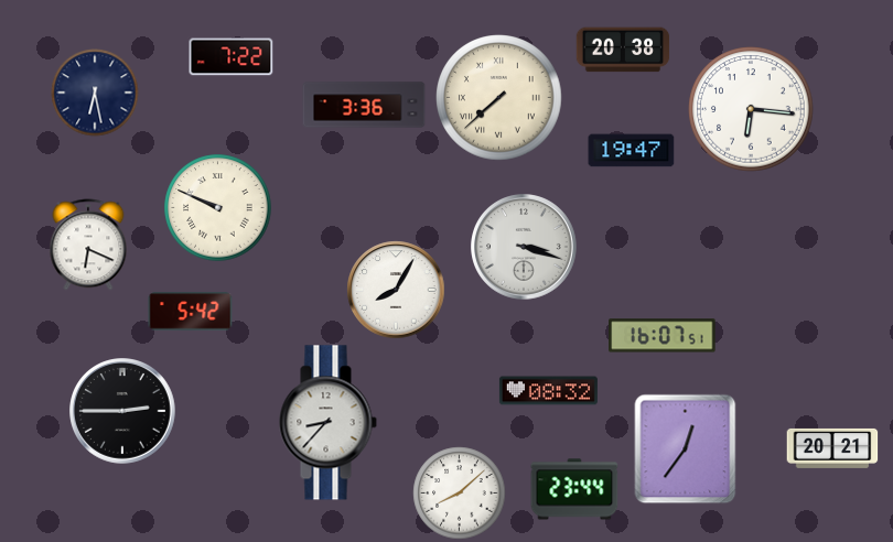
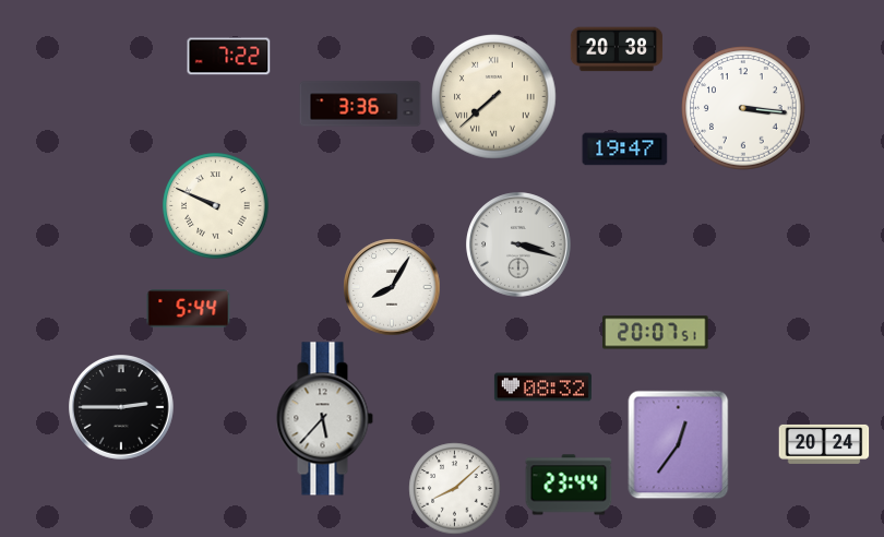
clock at (95, 93): 6:28 -> none
clock at (751, 109): 6:16 -> 3:16
clock at (88, 245): 6:19 -> none
clock at (191, 312): 5:42 -> 5:44
clock at (663, 336): 16:07 -> 20:07
clock at (327, 423): 8:37 -> 5:37
clock at (832, 448): 20:21 -> 20:24
